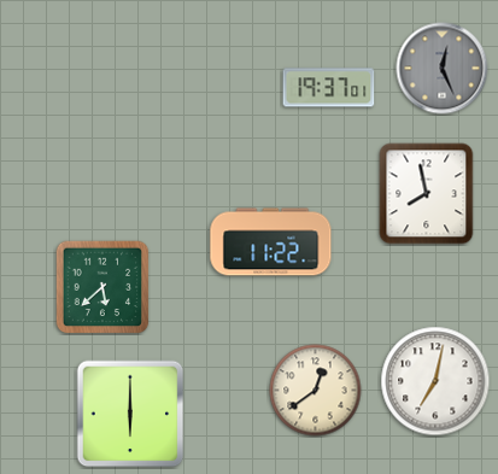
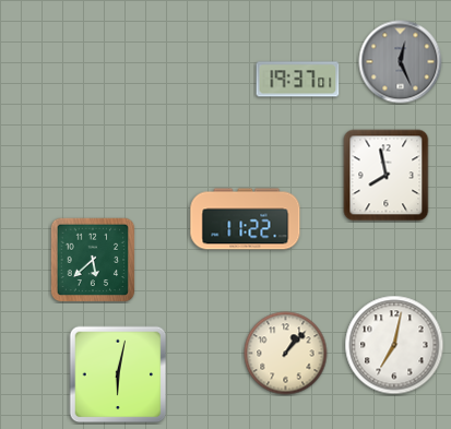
clock at (316, 391): 12:39 -> 1:07
clock at (130, 414): 6:00 -> 6:02
